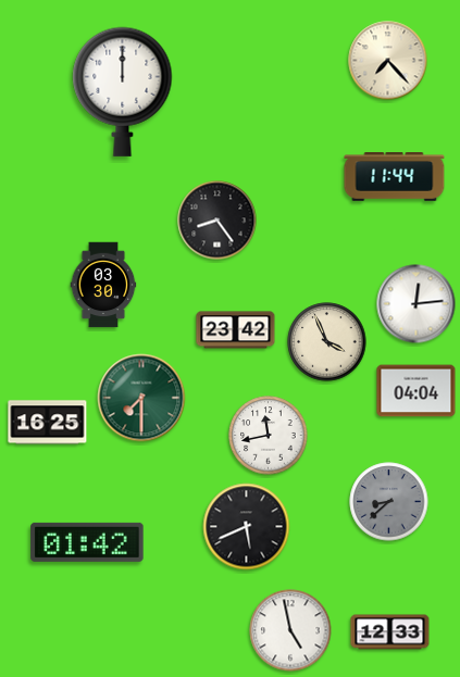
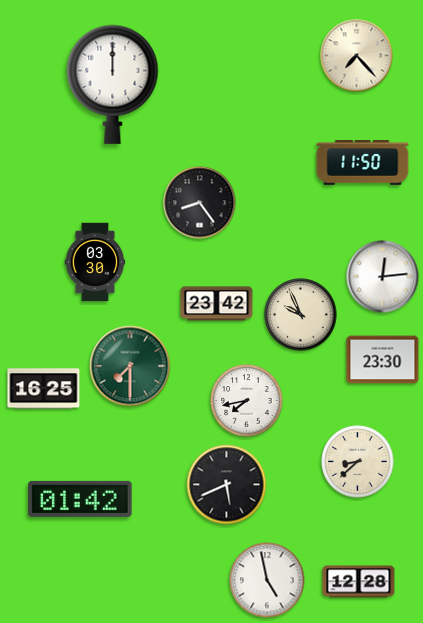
clock at (395, 177): 11:44 -> 11:50
clock at (417, 304) position: (417, 304) -> (383, 277)
clock at (327, 342): 3:56 -> 9:56
clock at (417, 391): 04:04 -> 23:30
clock at (269, 436): 11:43 -> 7:43
clock at (389, 502) dial: grey -> cream
clock at (390, 632): 12:33 -> 12:28
